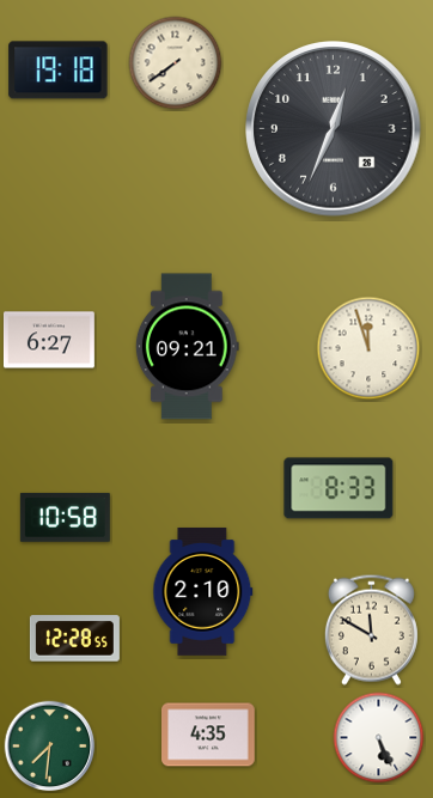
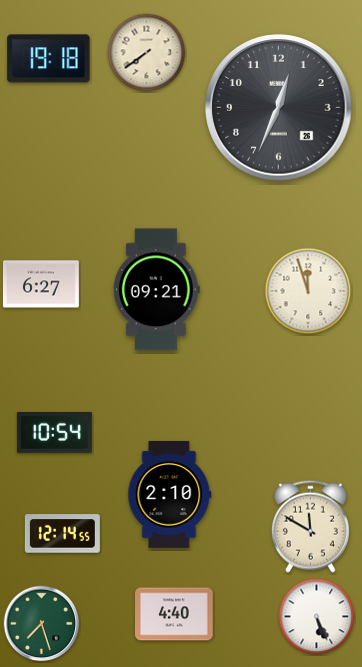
clock at (339, 488): 8:33 -> none
clock at (65, 517): 10:58 -> 10:54
clock at (74, 639): 12:28 -> 12:14
clock at (208, 735): 4:35 -> 4:40
clock at (50, 747): 7:31 -> 7:27
